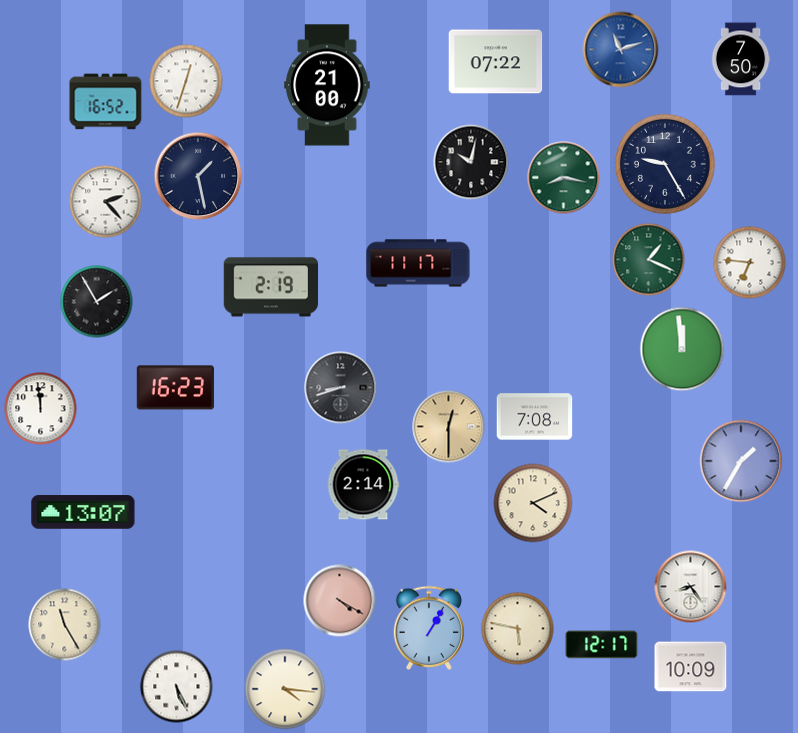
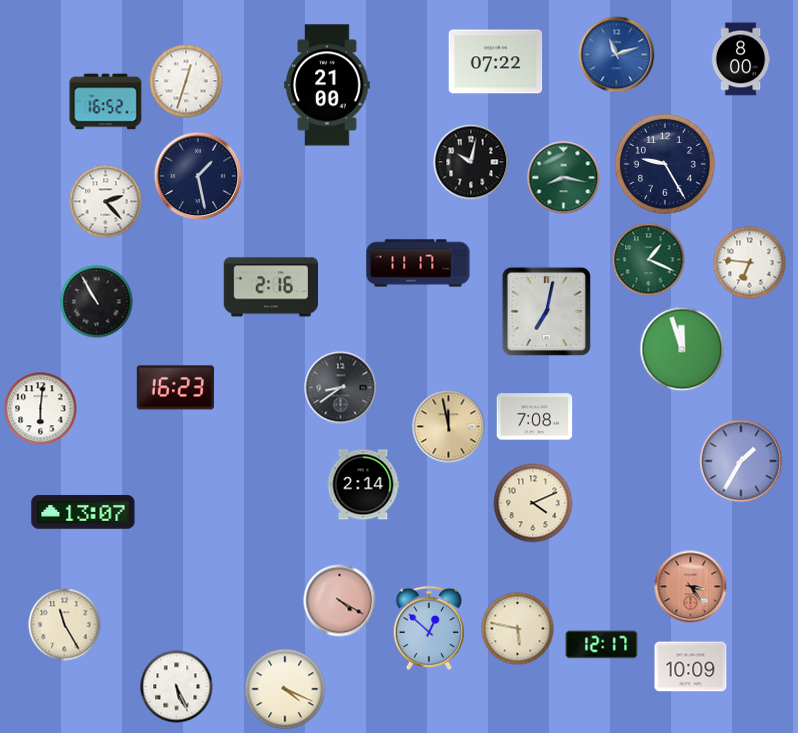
clock at (621, 50) position: (621, 50) -> (617, 55)
clock at (741, 59): 7:50 -> 8:00
clock at (271, 287): 2:19 -> 2:16
clock at (97, 302): 1:55 -> 10:55
clock at (546, 311): none -> 7:02
clock at (682, 349): 11:59 -> 11:57
clock at (341, 388): 8:42 -> 8:39
clock at (41, 409): 11:59 -> 6:01
clock at (449, 427): 12:30 -> 11:58
clock at (691, 587): 8:24 -> 3:24
clock at (691, 587) dial: white -> salmon
clock at (428, 628): 1:05 -> 12:52
clock at (285, 689): 4:16 -> 4:19
